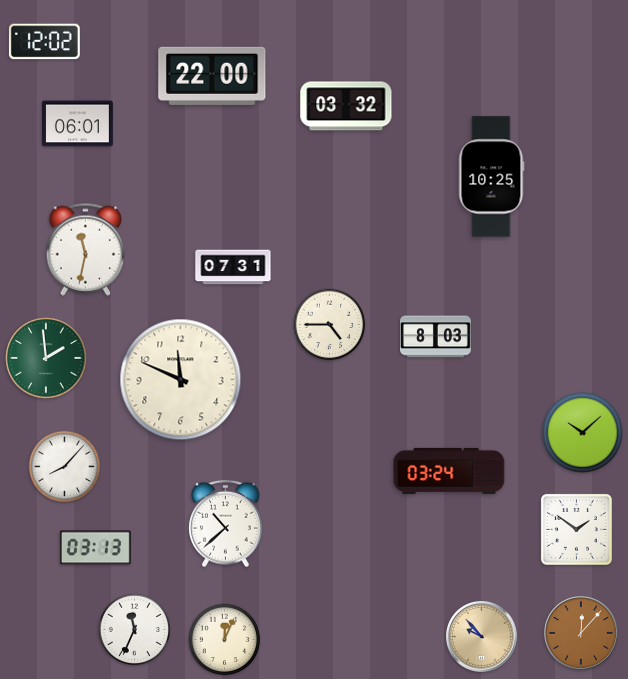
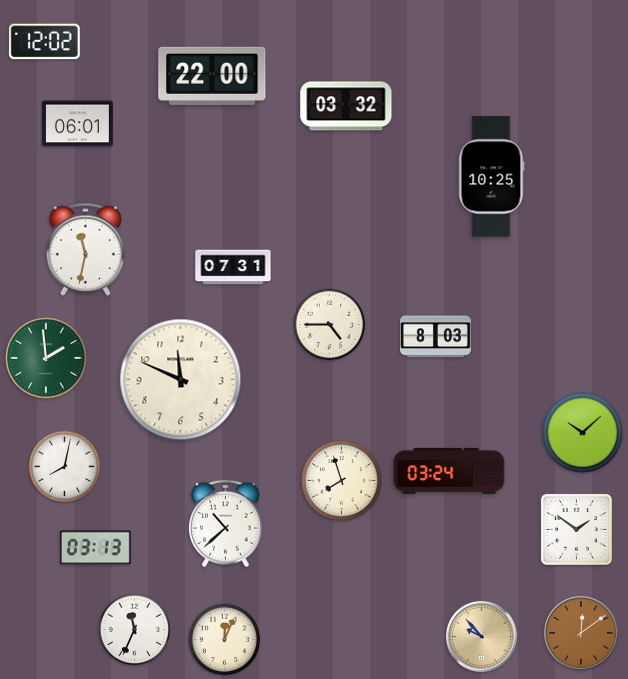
clock at (65, 467): 8:07 -> 8:02
clock at (342, 481): none -> 7:57
clock at (581, 633): 12:07 -> 12:09
